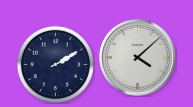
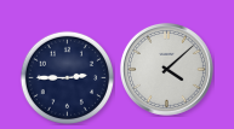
clock at (55, 64): 2:10 -> 2:45
